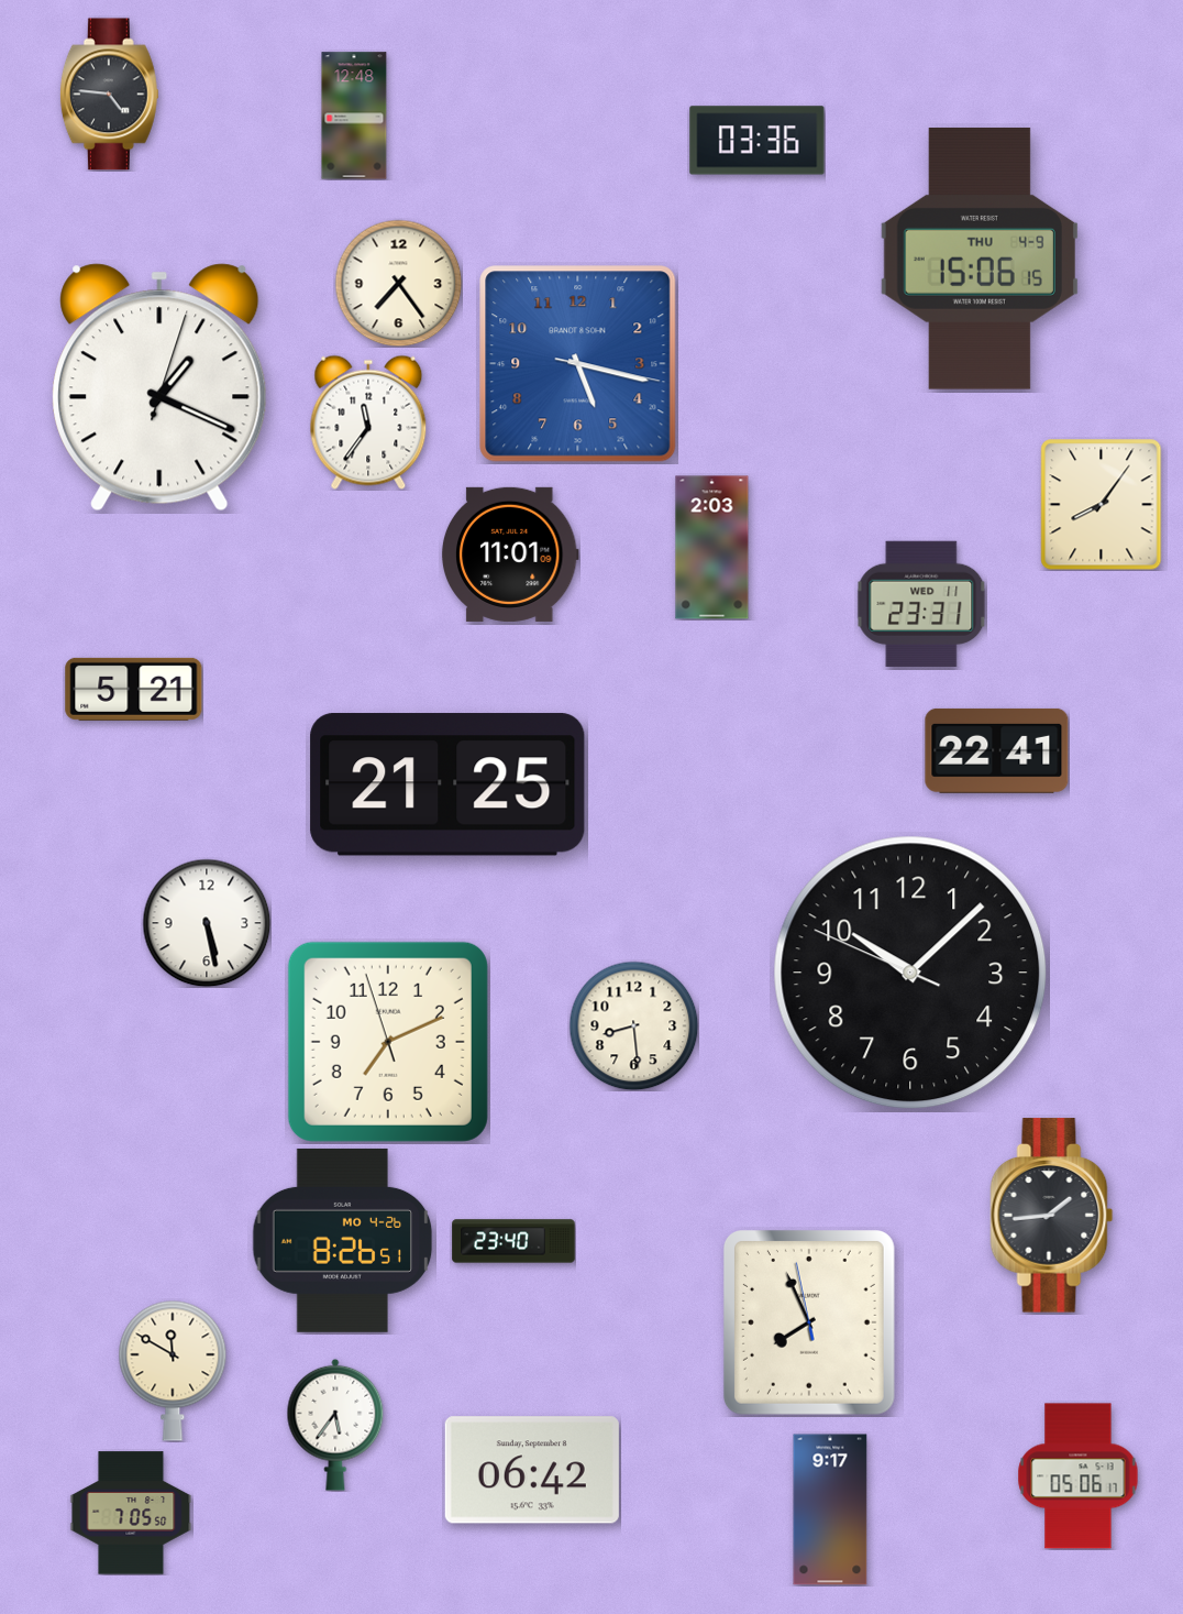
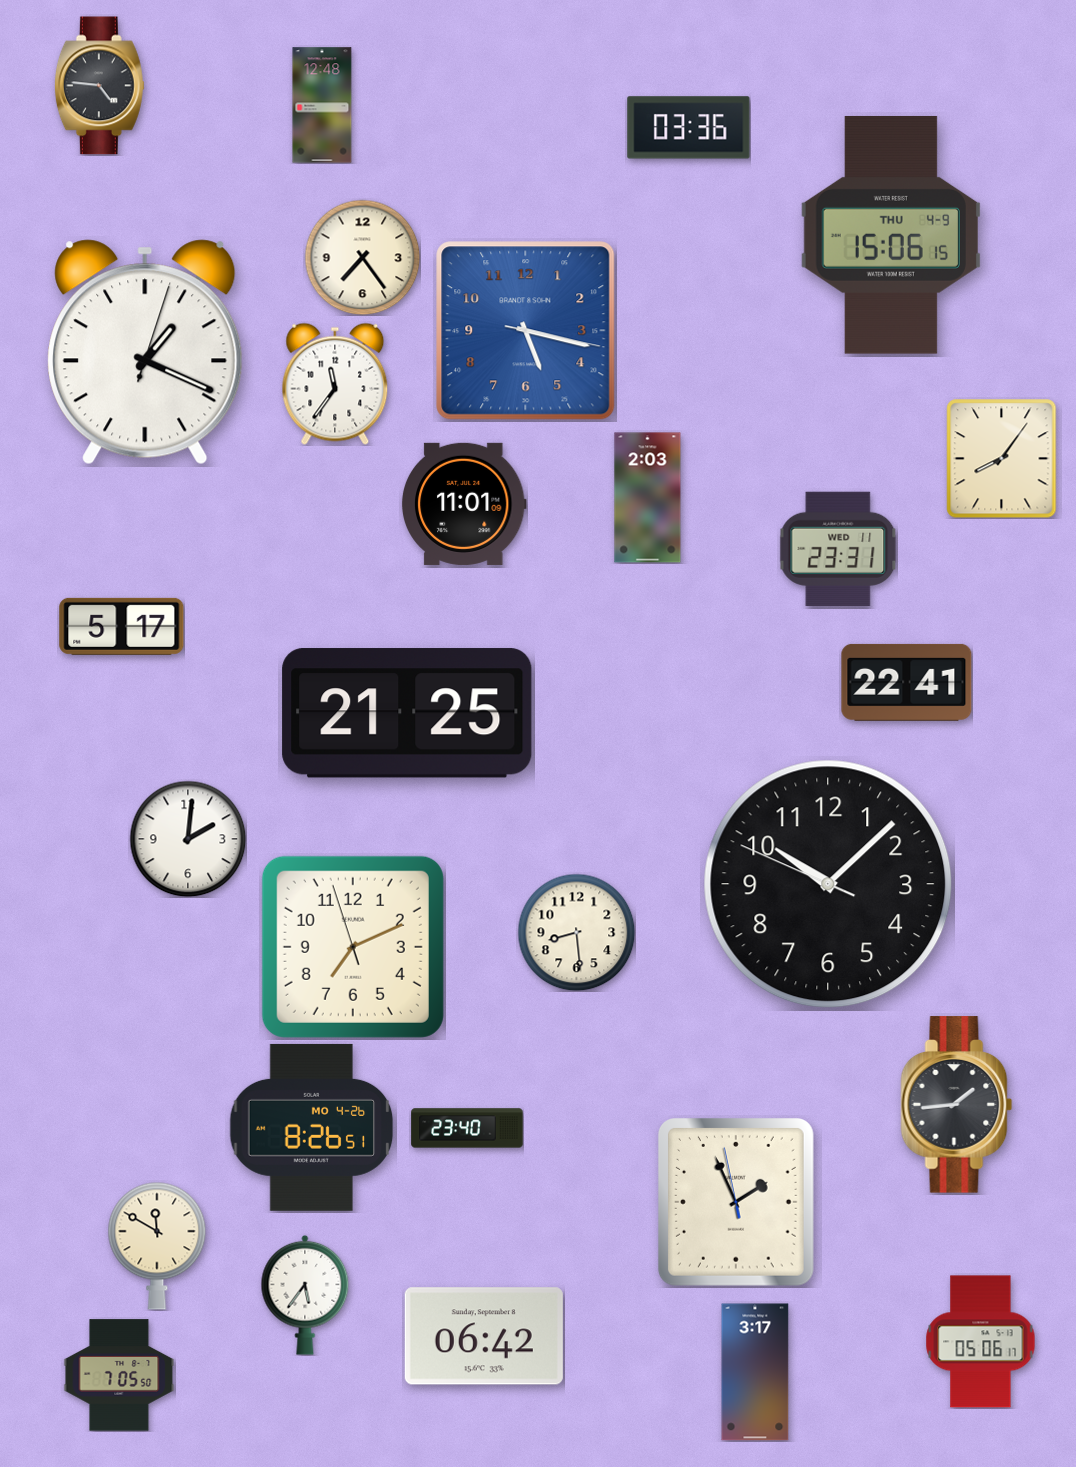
clock at (134, 689): 5:21 -> 5:17
clock at (207, 923): 5:28 -> 2:01
clock at (809, 1324): 7:55 -> 1:55
clock at (830, 1509): 9:17 -> 3:17
